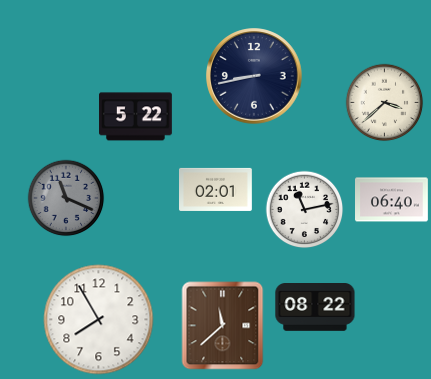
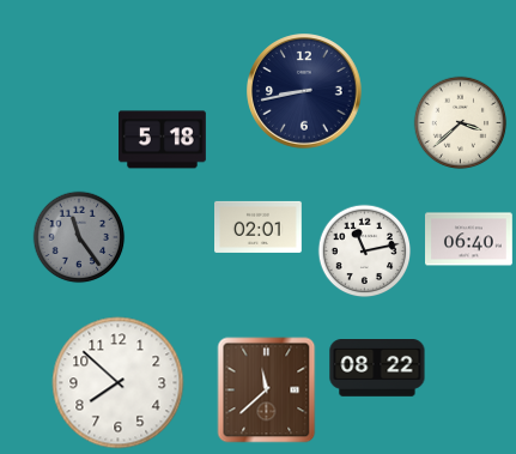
clock at (136, 117): 5:22 -> 5:18
clock at (66, 198): 11:19 -> 11:24
clock at (99, 320): 7:55 -> 7:52
